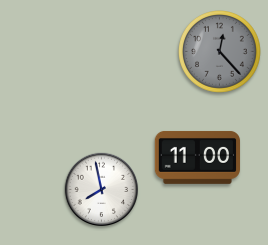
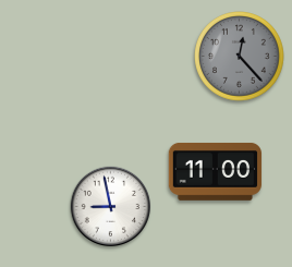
clock at (102, 190): 7:58 -> 8:58
